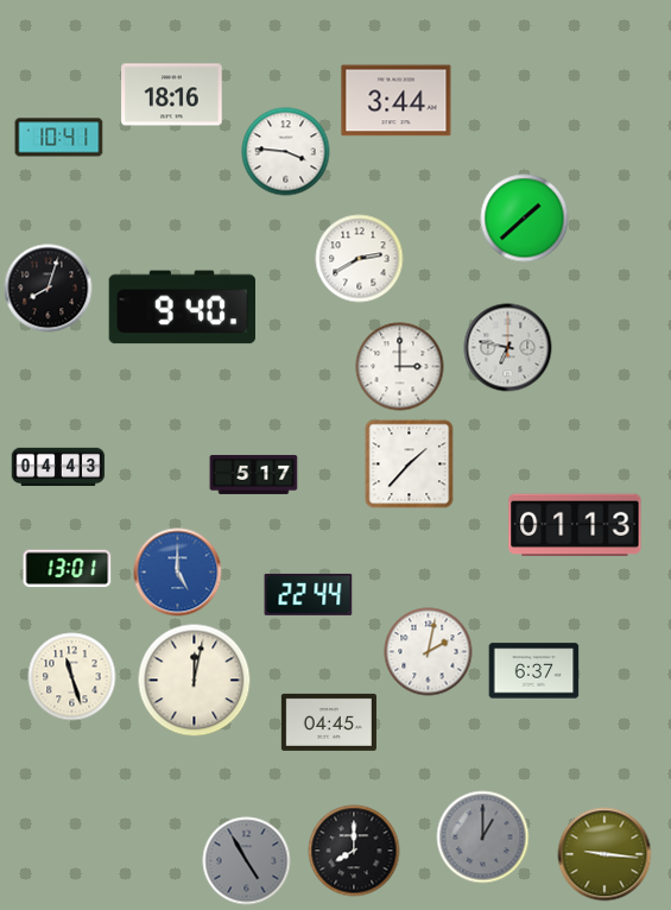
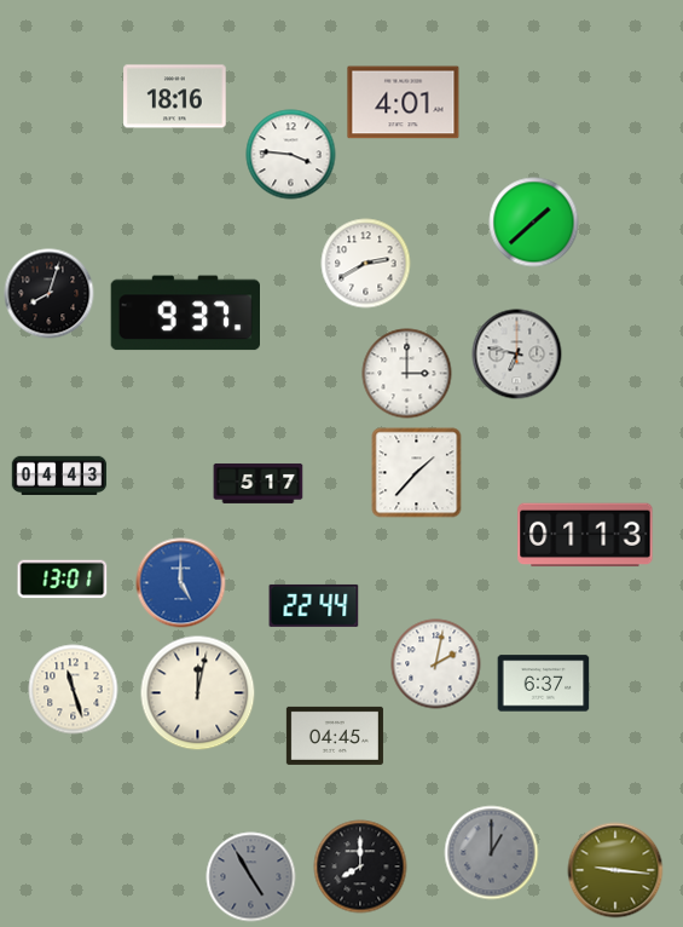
clock at (397, 101): 3:44 -> 4:01
clock at (59, 138): 10:41 -> none
clock at (182, 308): 9:40 -> 9:37
clock at (68, 569) position: (68, 569) -> (63, 580)
